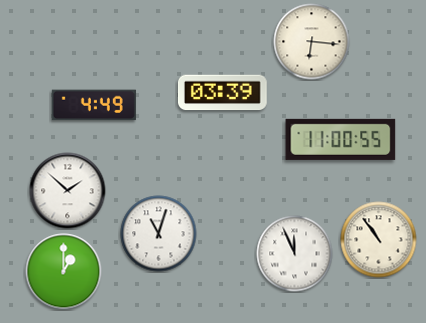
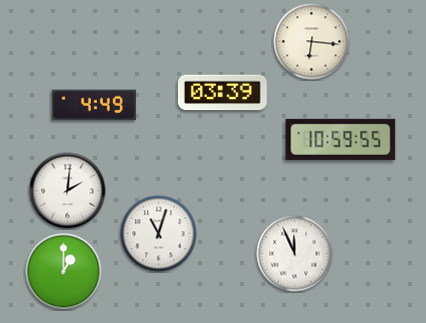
clock at (341, 139): 11:00 -> 10:59
clock at (68, 191): 1:52 -> 2:01
clock at (379, 240): 10:54 -> none
